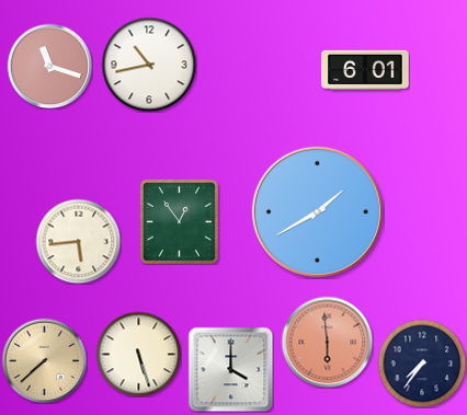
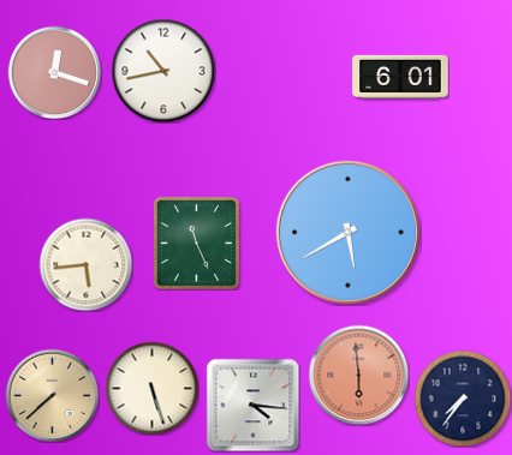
clock at (49, 66): 11:18 -> 12:18
clock at (317, 211): 1:40 -> 5:40
clock at (179, 221): 12:54 -> 11:26
clock at (44, 360) position: (44, 360) -> (52, 395)
clock at (230, 369): 4:00 -> 4:16
